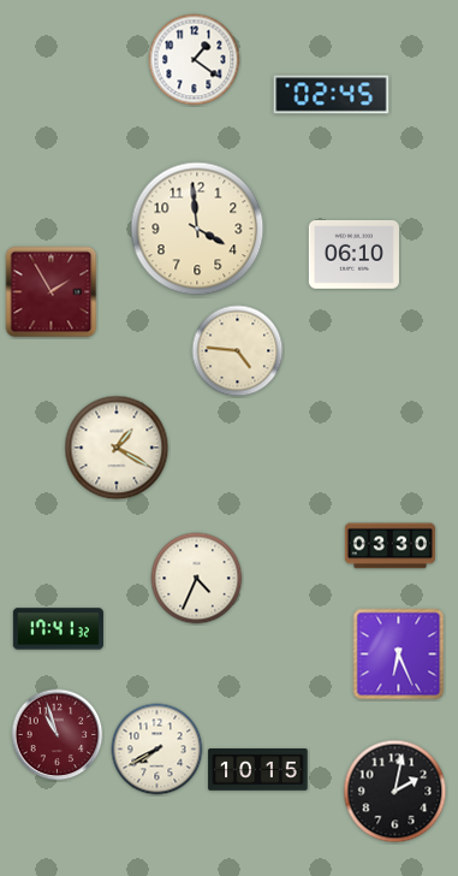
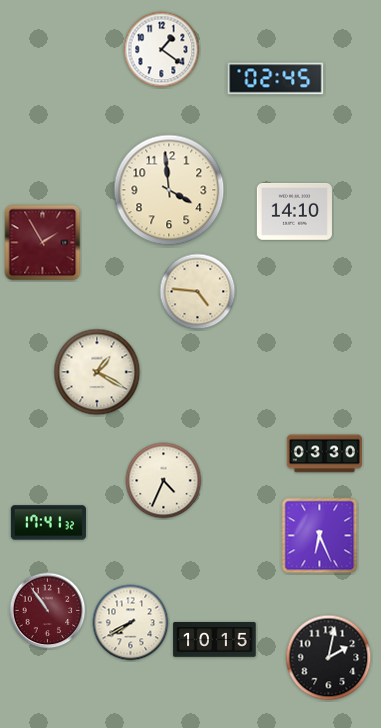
clock at (197, 229) position: (197, 229) -> (169, 190)
clock at (353, 254): 06:10 -> 14:10
clock at (399, 655) position: (399, 655) -> (320, 536)
clock at (58, 735): 10:57 -> 10:54
